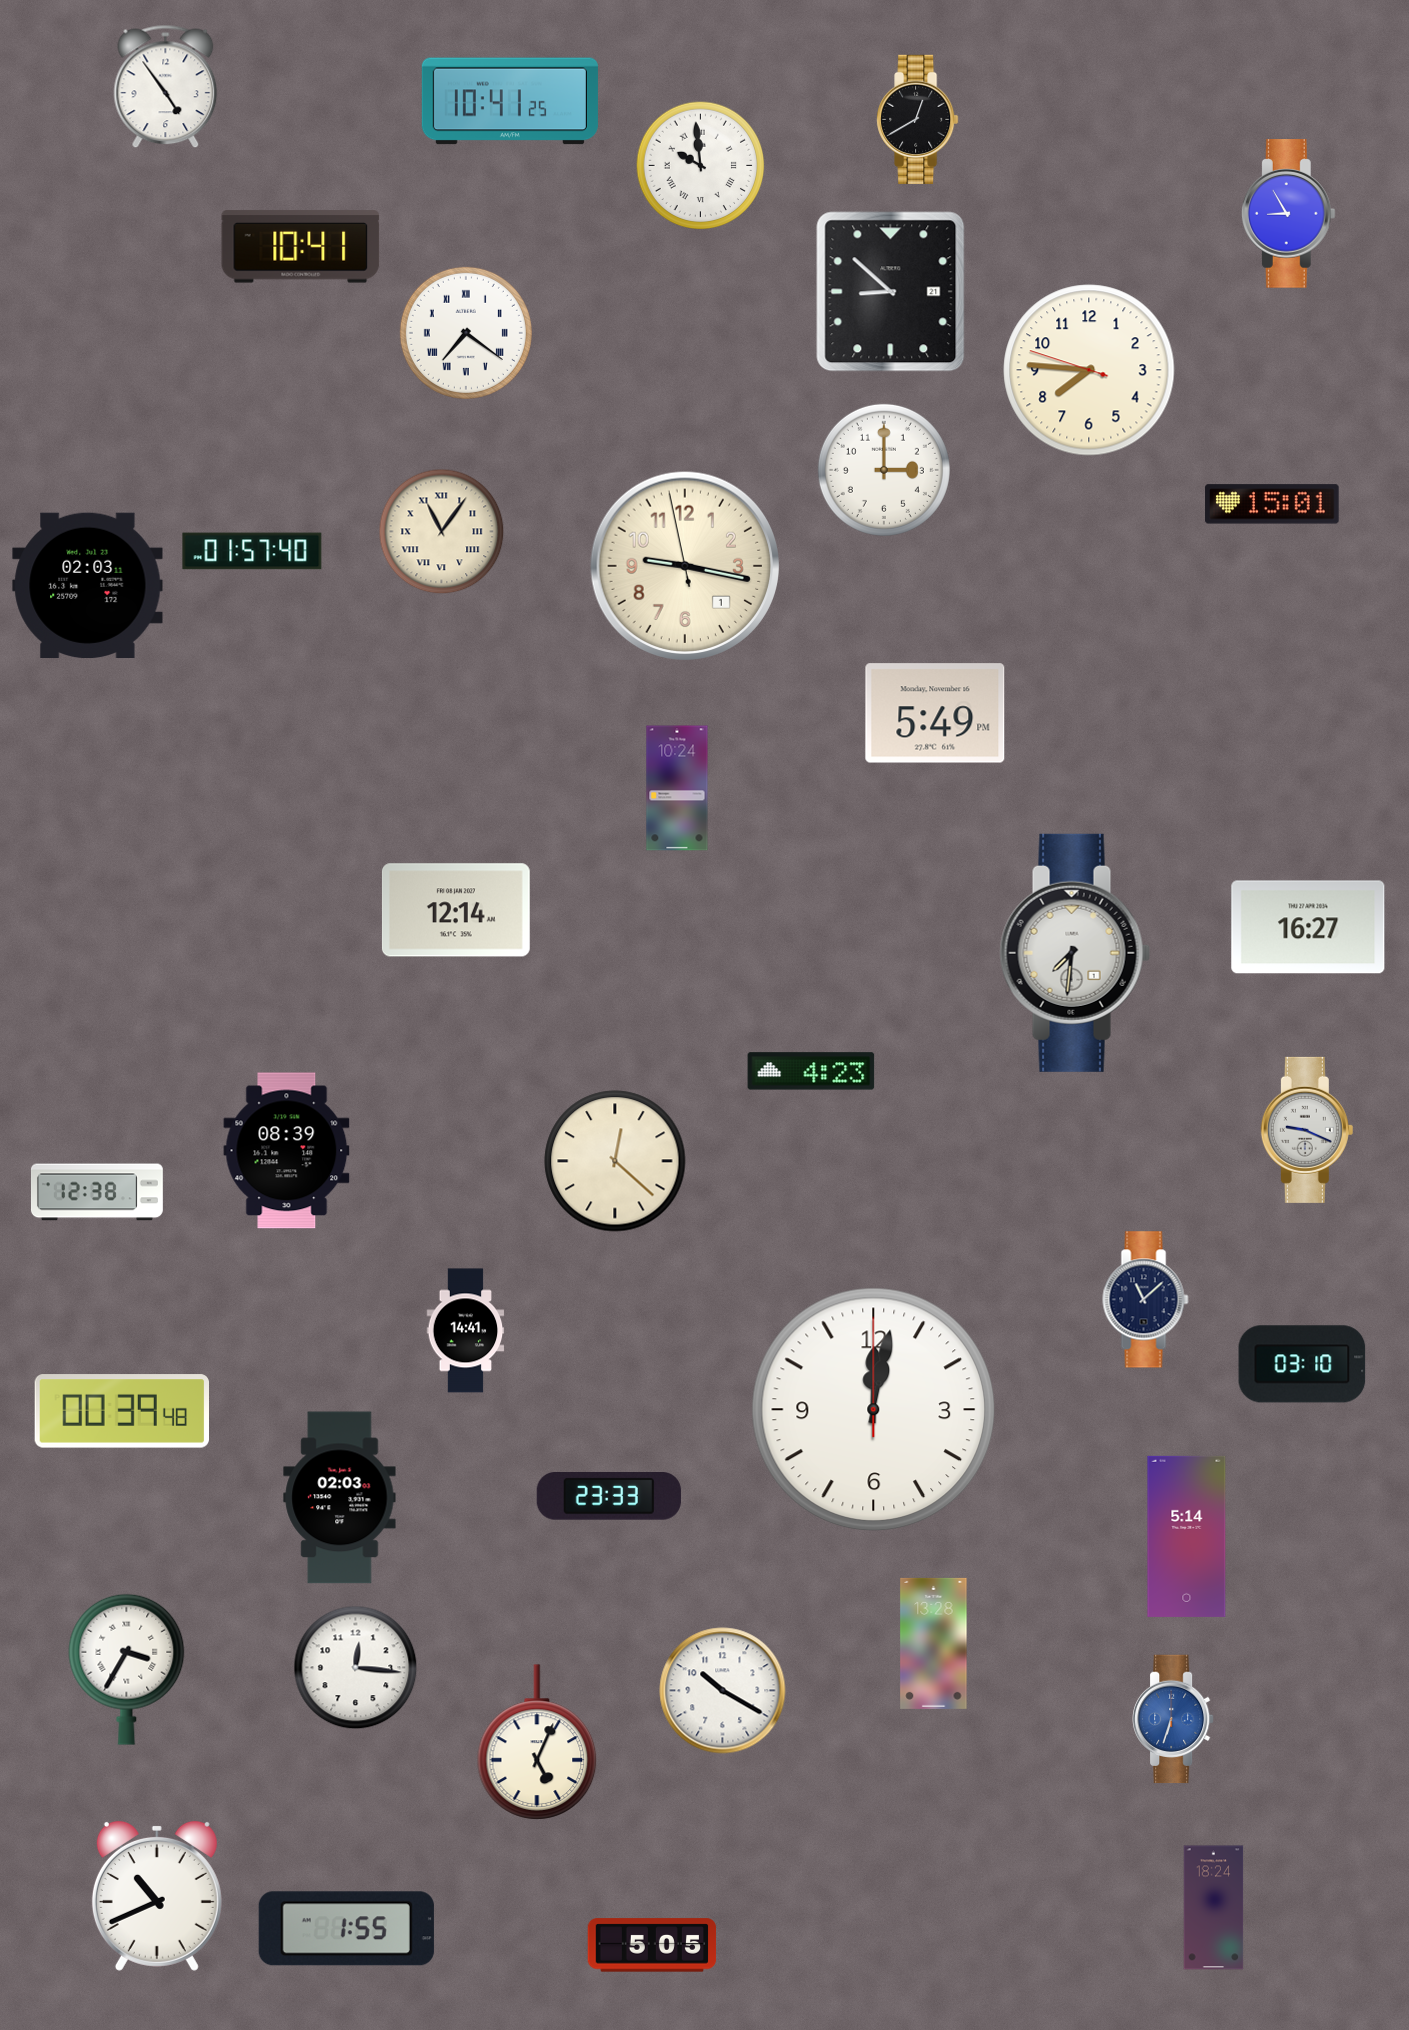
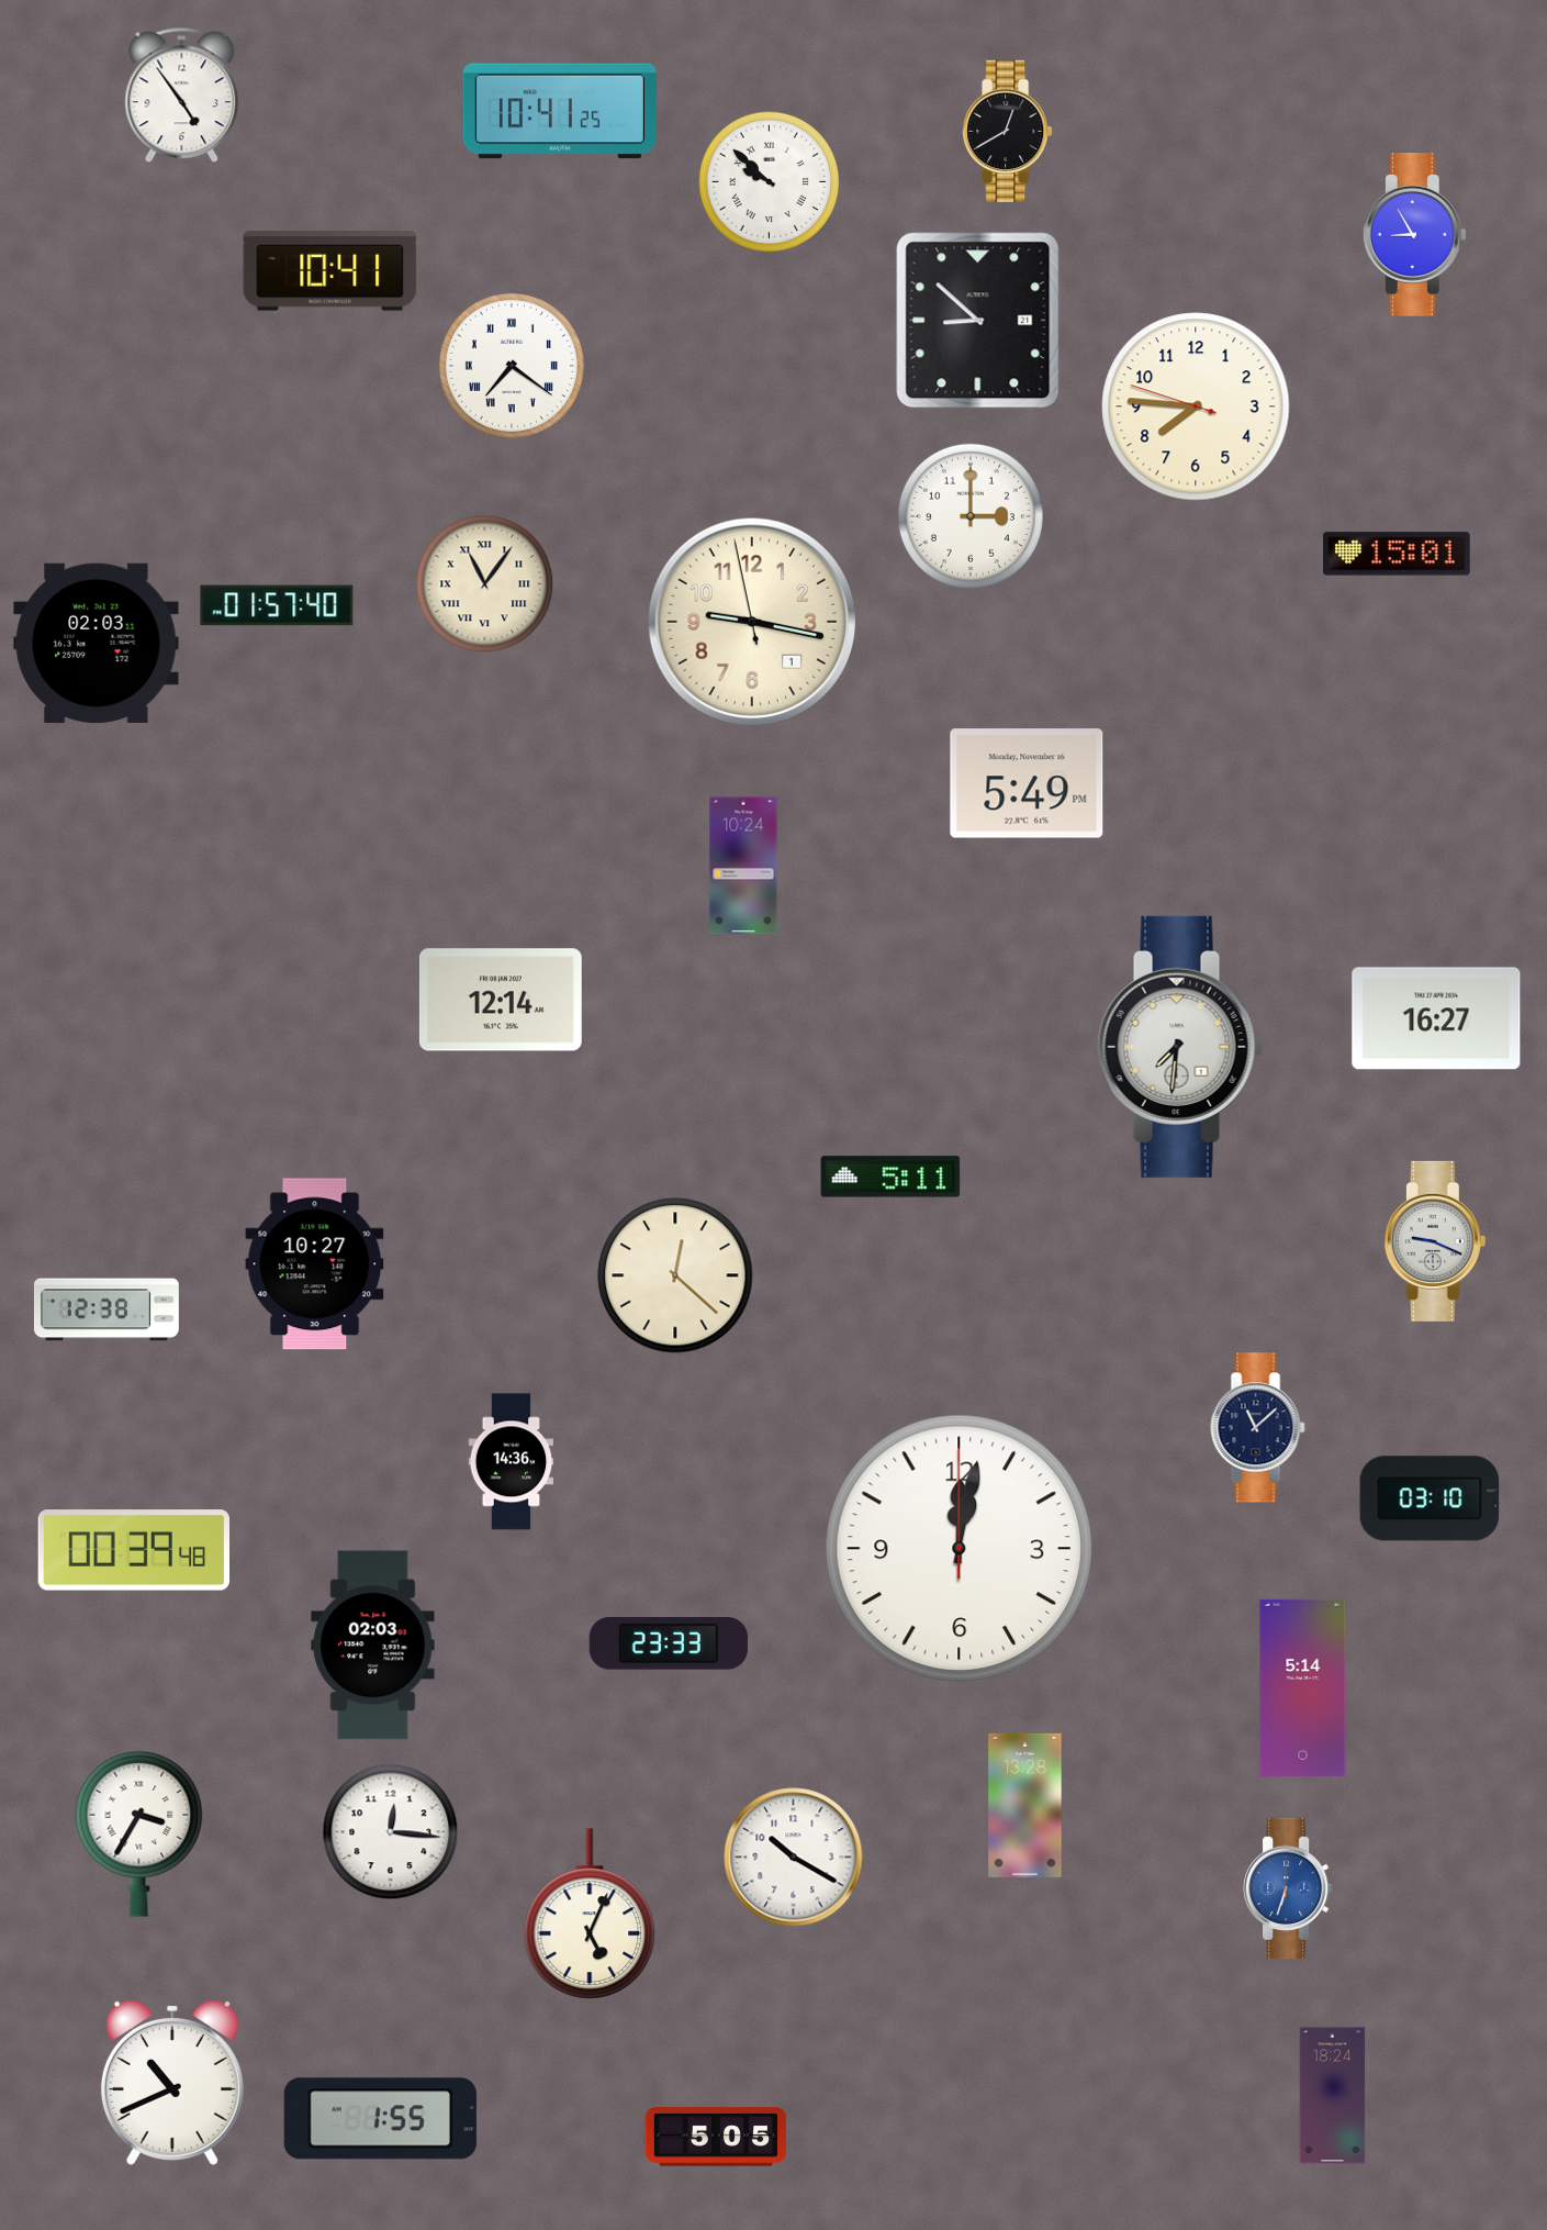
clock at (701, 166): 9:59 -> 9:52
clock at (811, 1071): 4:23 -> 5:11
clock at (287, 1151): 08:39 -> 10:27
clock at (466, 1331): 14:41 -> 14:36
